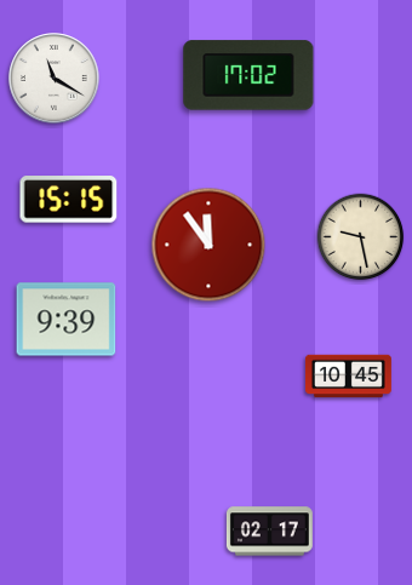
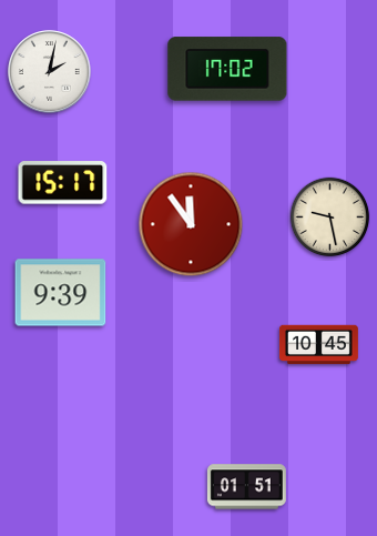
clock at (55, 79): 11:20 -> 2:02
clock at (69, 200): 15:15 -> 15:17
clock at (269, 532): 02:17 -> 01:51
